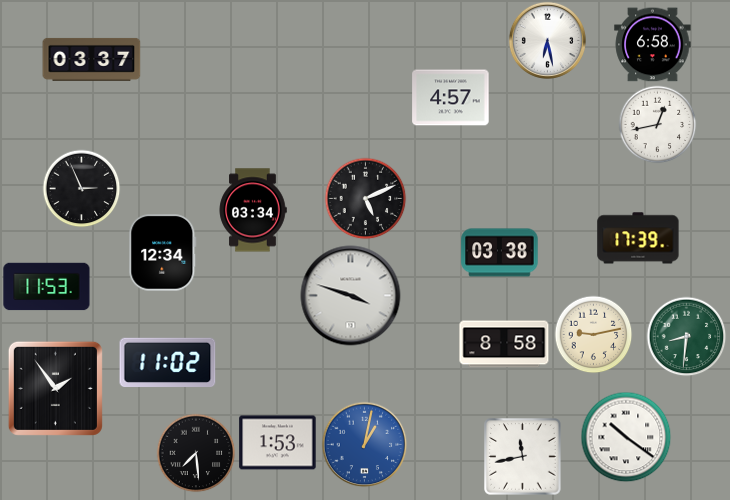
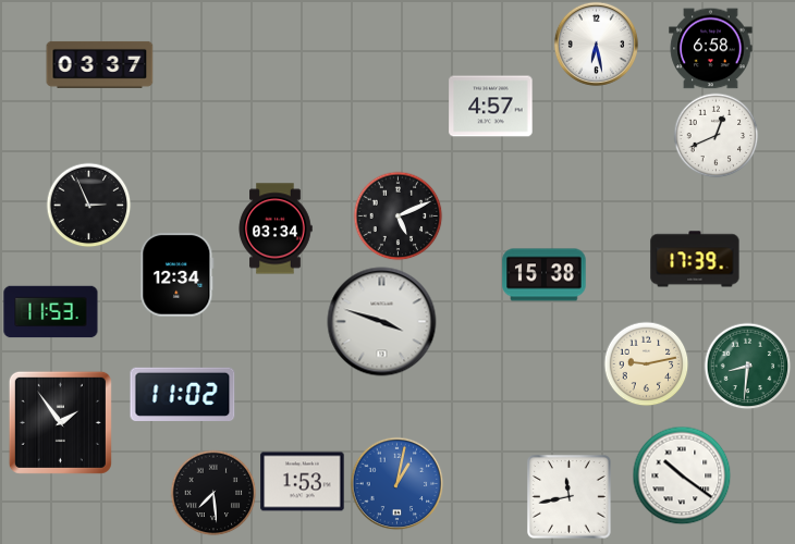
clock at (657, 124): 12:43 -> 12:41
clock at (500, 253): 03:38 -> 15:38
clock at (504, 344): 8:58 -> none
